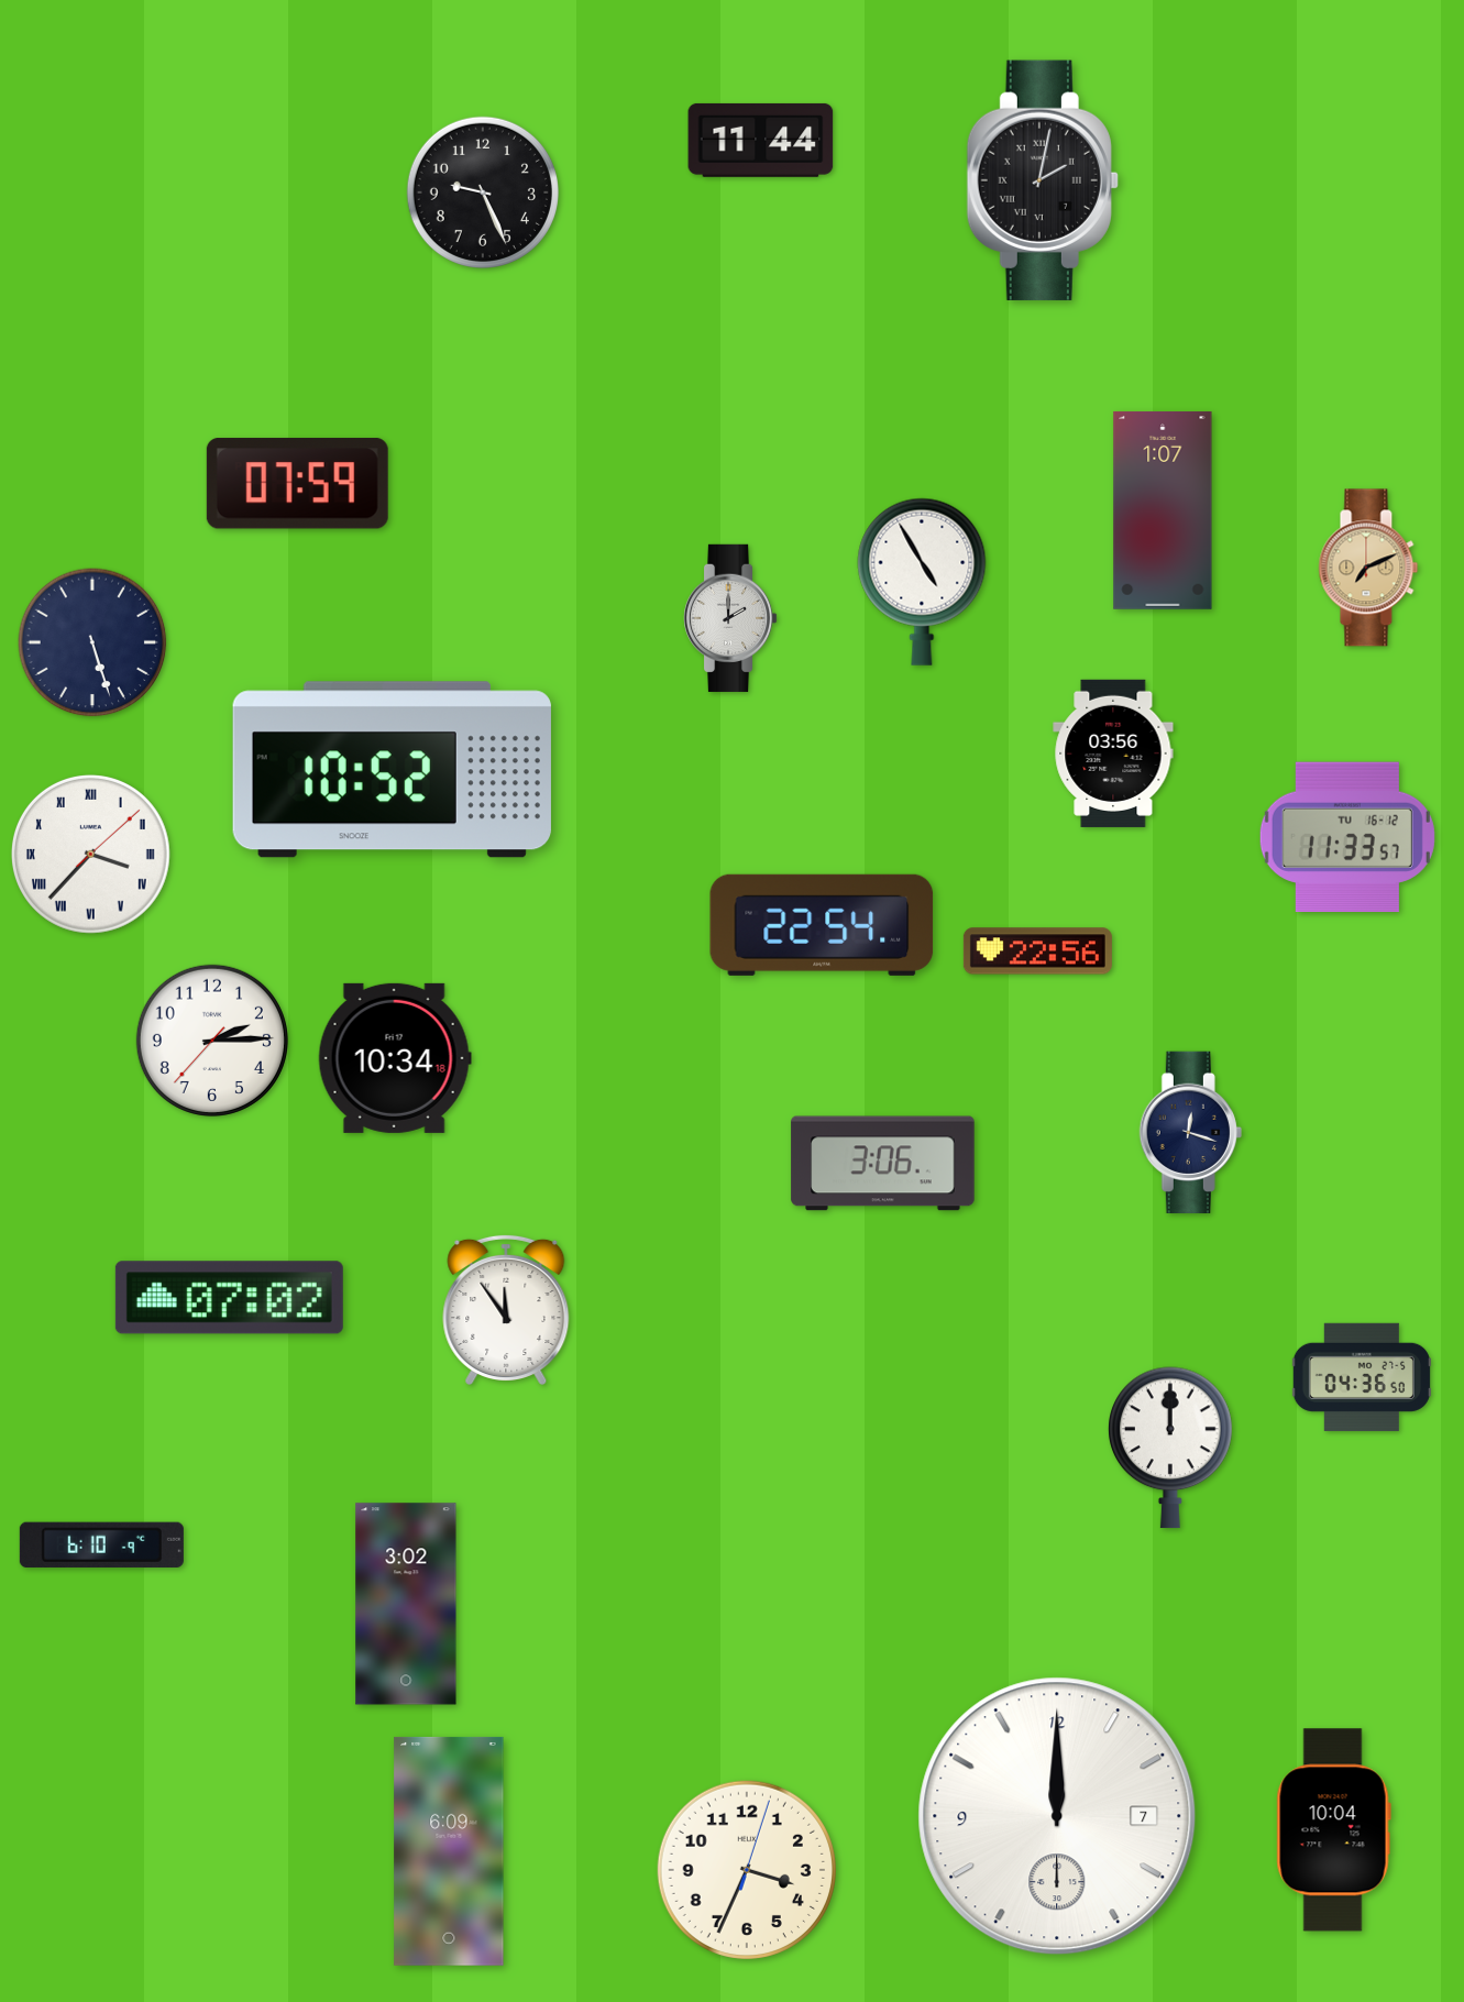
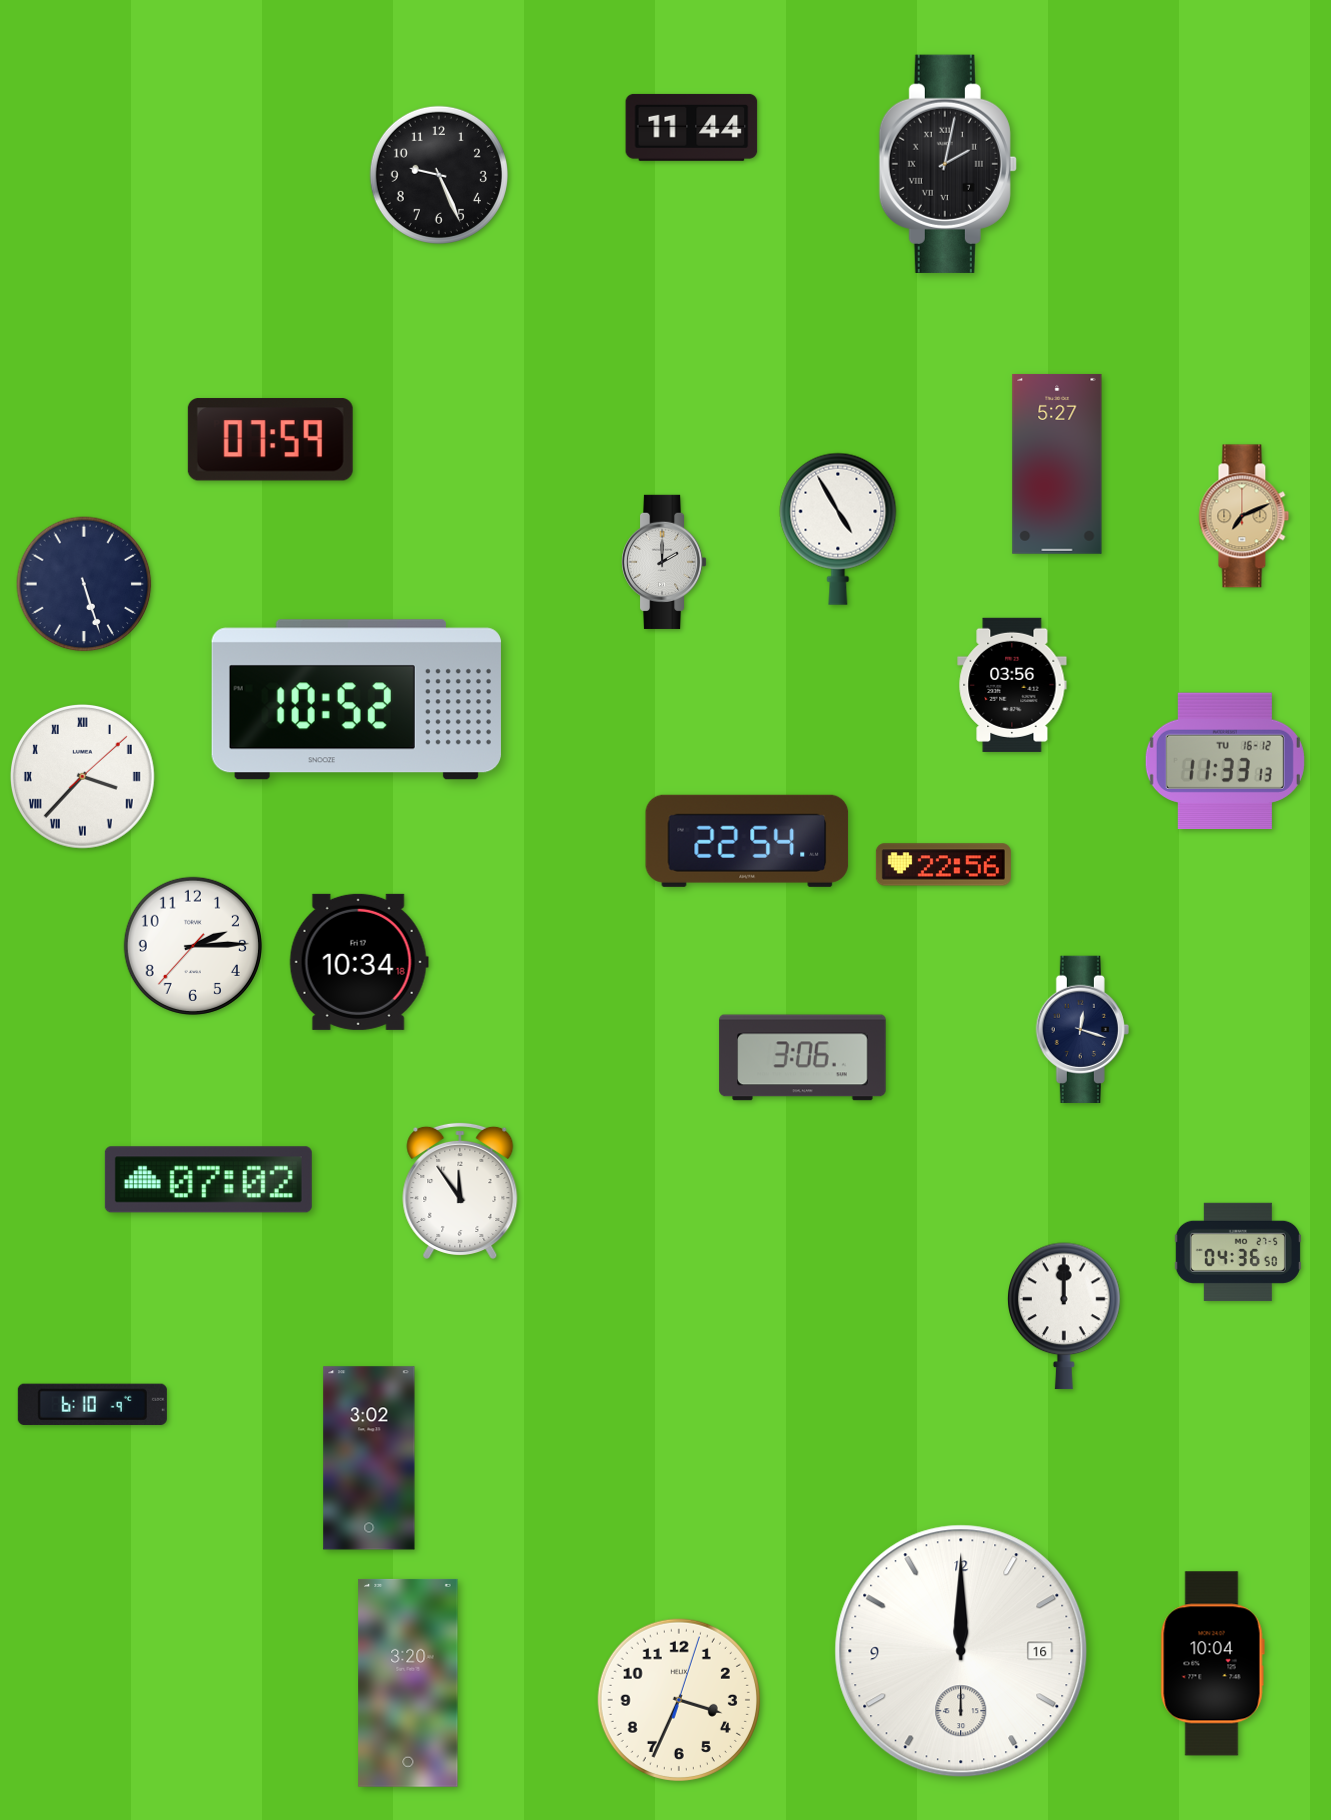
clock at (1163, 510): 1:07 -> 5:27
clock at (1347, 836): 11:33:57 -> 11:33:13
clock at (1057, 1816) date: 7 -> 16
clock at (449, 1851): 6:09 -> 3:20
